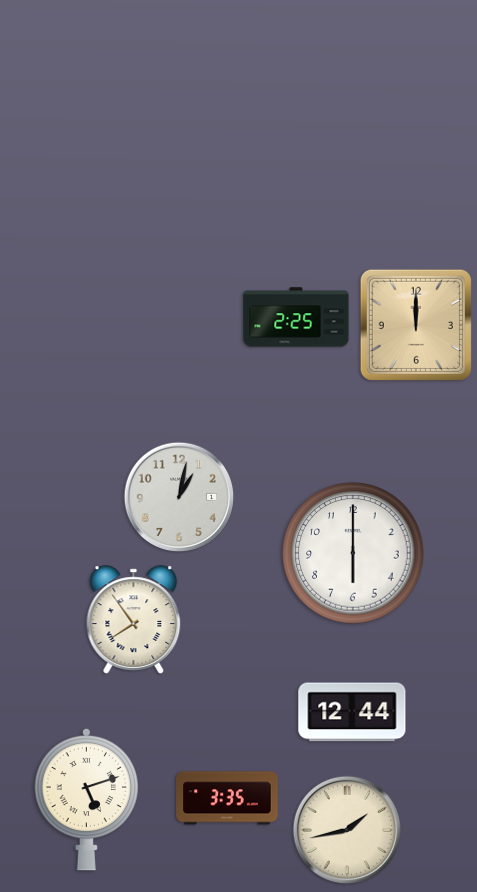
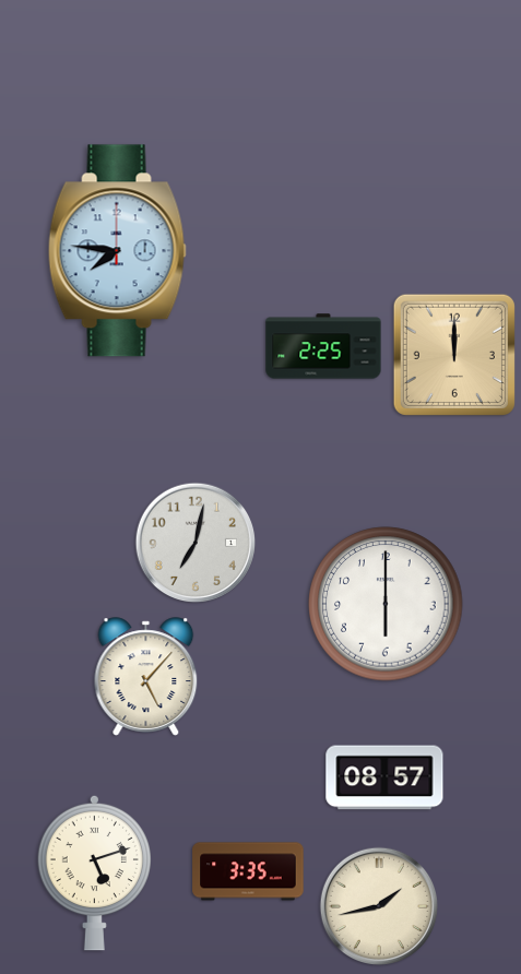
clock at (117, 251): none -> 7:46
clock at (179, 497): 1:02 -> 7:02
clock at (134, 620): 7:54 -> 5:07
clock at (352, 712): 12:44 -> 08:57
